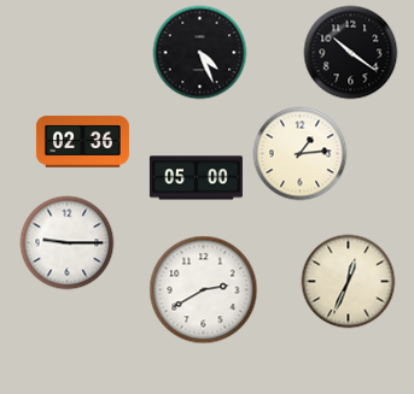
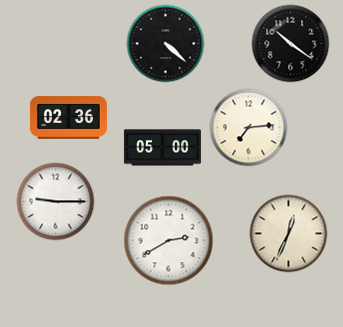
clock at (199, 52): 4:26 -> 4:22
clock at (299, 153): 1:14 -> 7:14
